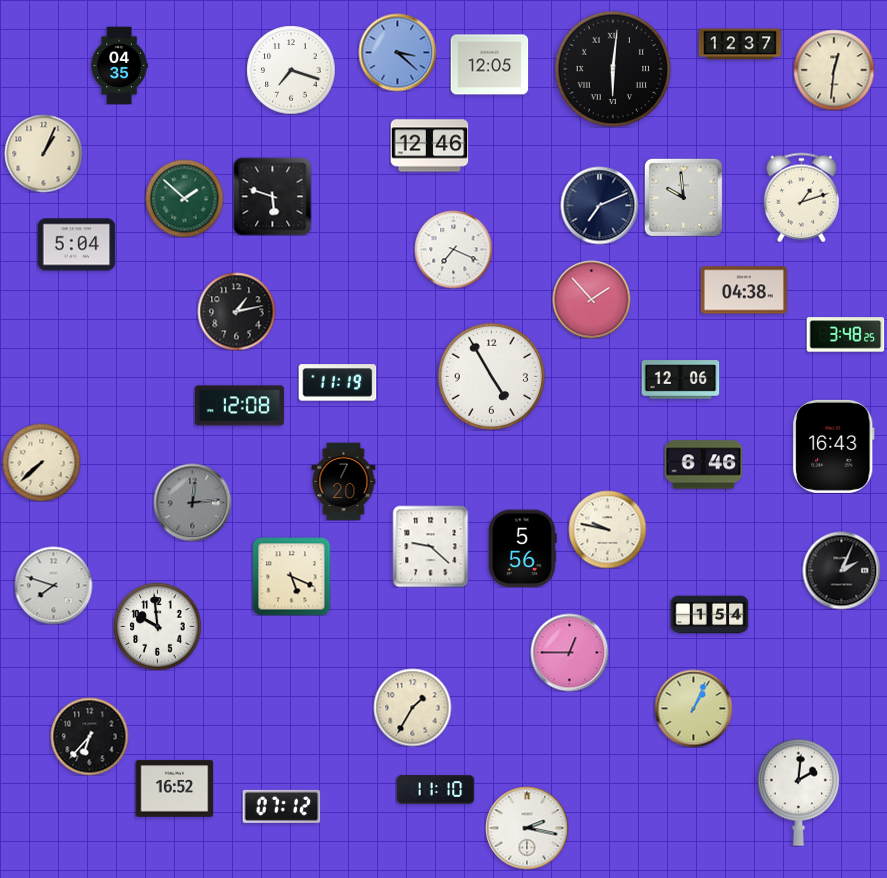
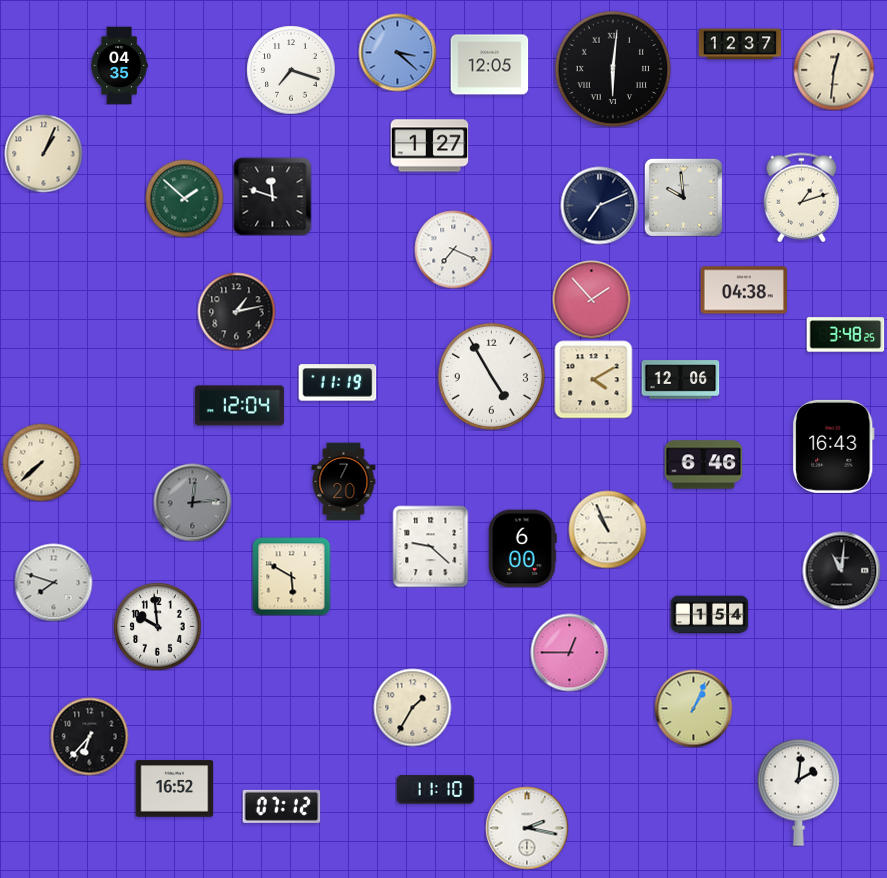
clock at (429, 146): 12:46 -> 1:27
clock at (272, 196): 5:48 -> 11:48
clock at (76, 245): 5:04 -> none
clock at (593, 379): none -> 4:10
clock at (239, 406): 12:08 -> 12:04
clock at (607, 529): 9:47 -> 10:56
clock at (523, 548): 5:56 -> 6:00
clock at (841, 570): 2:04 -> 11:01
clock at (291, 576): 5:19 -> 5:50
clock at (53, 585) position: (53, 585) -> (53, 582)
